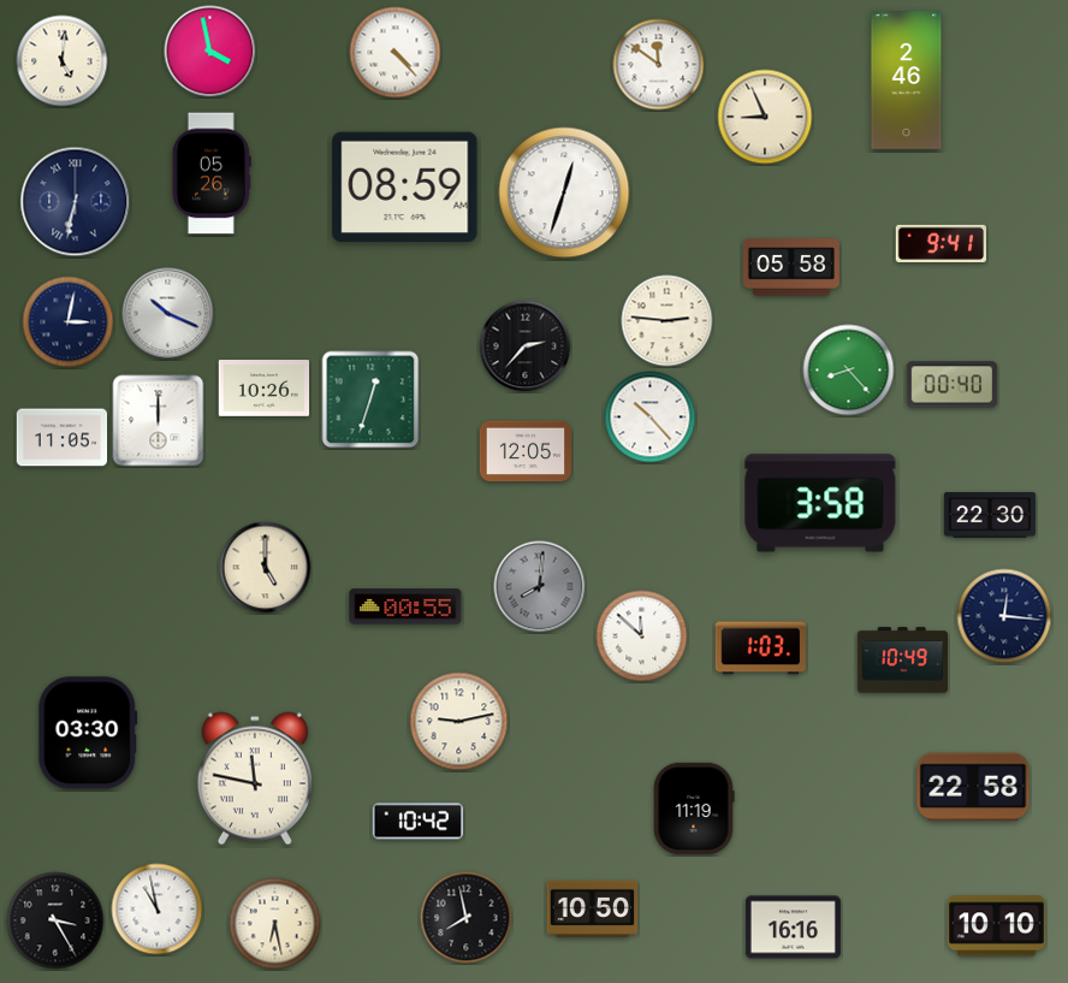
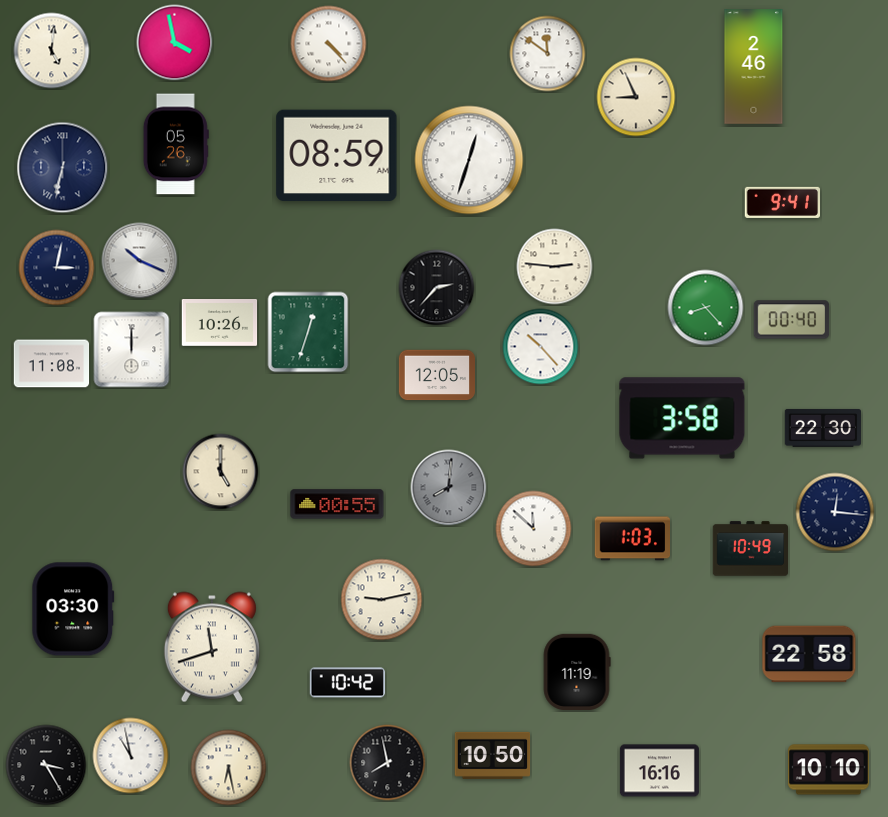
clock at (791, 267): 05:58 -> none
clock at (63, 438): 11:05 -> 11:08
clock at (255, 778): 11:47 -> 11:42
